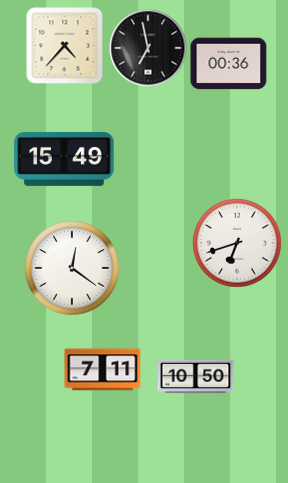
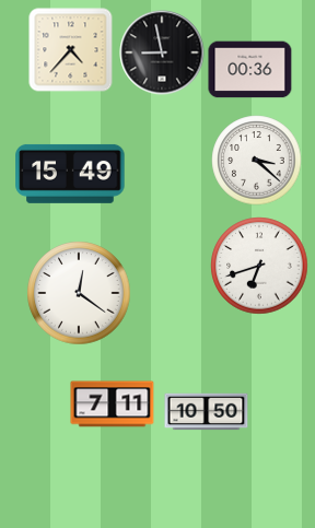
clock at (148, 48): 6:58 -> 8:58
clock at (257, 161): none -> 3:22
clock at (196, 377) position: (196, 377) -> (207, 412)
